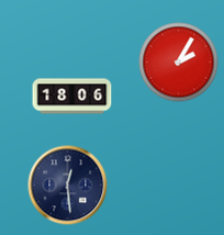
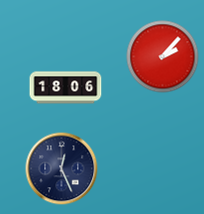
clock at (179, 63): 2:05 -> 2:07
clock at (68, 186): 12:29 -> 12:26
